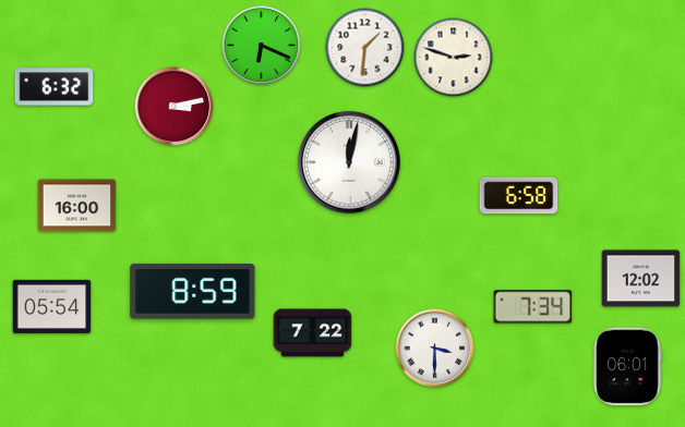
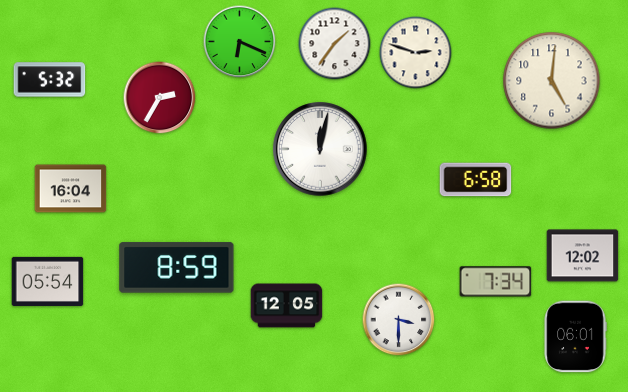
clock at (365, 48): 1:31 -> 1:36
clock at (55, 87): 6:32 -> 5:32
clock at (552, 81): none -> 5:01
clock at (175, 107): 3:13 -> 2:35
clock at (77, 206): 16:00 -> 16:04
clock at (641, 279) position: (641, 279) -> (583, 256)
clock at (533, 307) position: (533, 307) -> (496, 282)
clock at (313, 333): 7:22 -> 12:05
